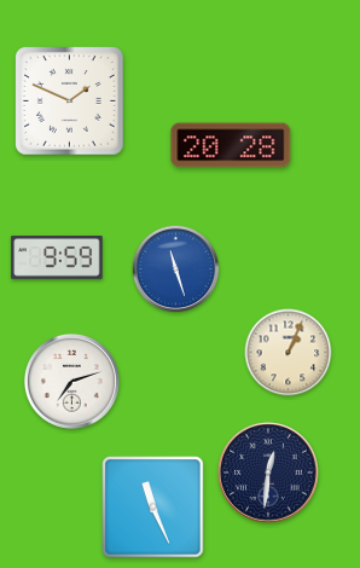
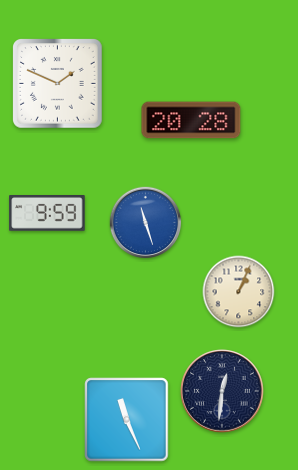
clock at (71, 381): 7:12 -> none
